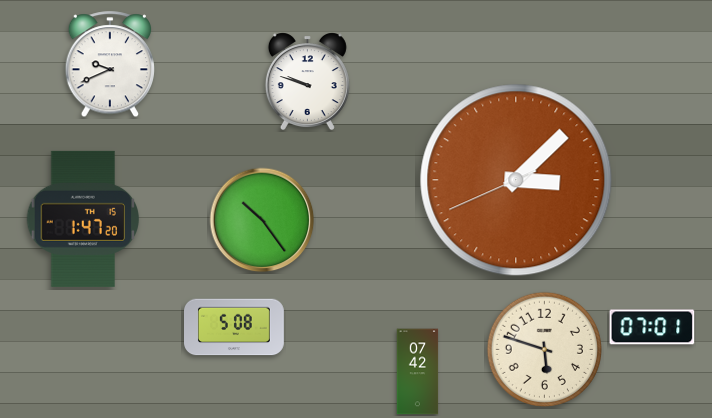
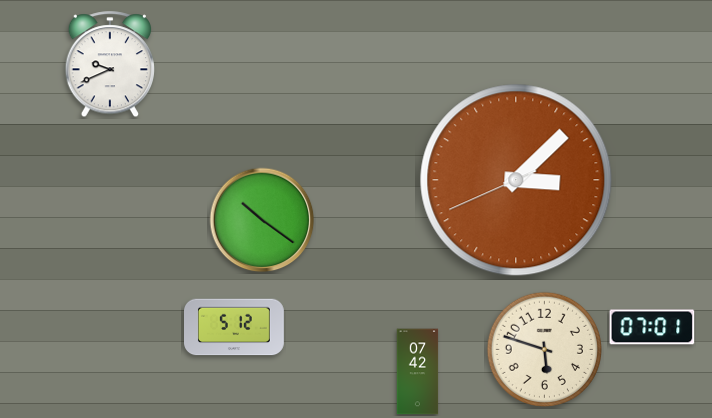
clock at (307, 82): 9:48 -> none
clock at (83, 219): 1:47 -> none
clock at (262, 220): 10:24 -> 10:21
clock at (235, 327): 5:08 -> 5:12
